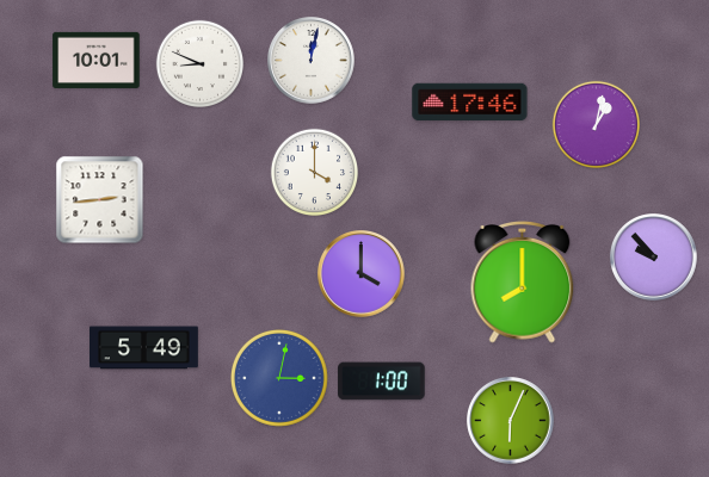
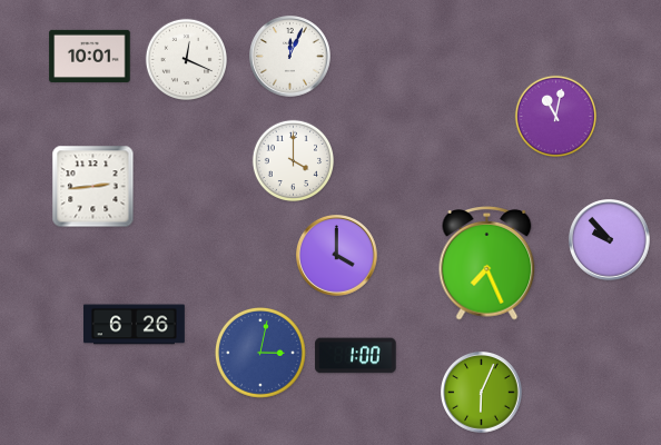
clock at (312, 61): 12:02 -> 12:04
clock at (199, 63): 8:49 -> 12:19
clock at (470, 103): 17:46 -> none
clock at (596, 124): 1:02 -> 11:02
clock at (523, 283): 8:00 -> 7:26
clock at (144, 348): 5:49 -> 6:26
clock at (511, 421) position: (511, 421) -> (482, 393)
